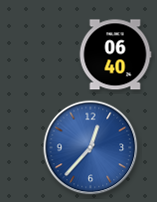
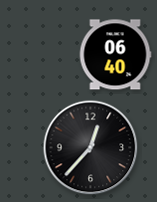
clock at (91, 148) dial: blue -> black
